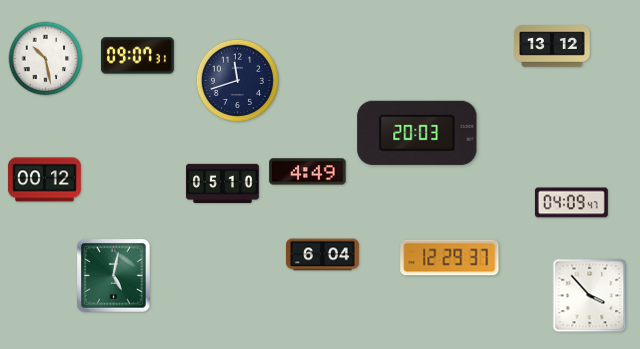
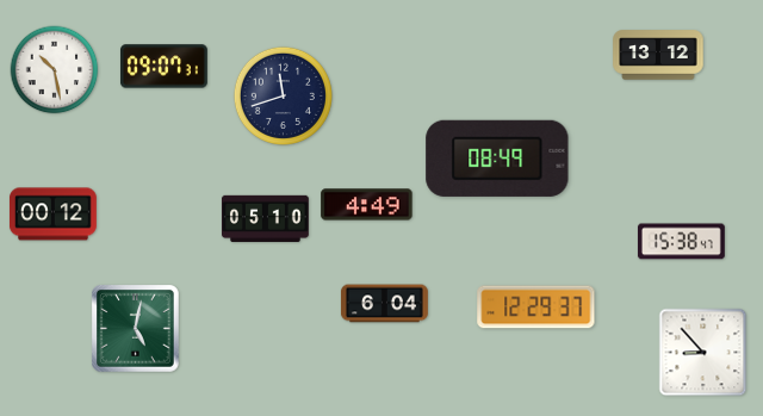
clock at (417, 133): 20:03 -> 08:49
clock at (571, 203): 04:09 -> 15:38
clock at (590, 296): 3:53 -> 8:53
